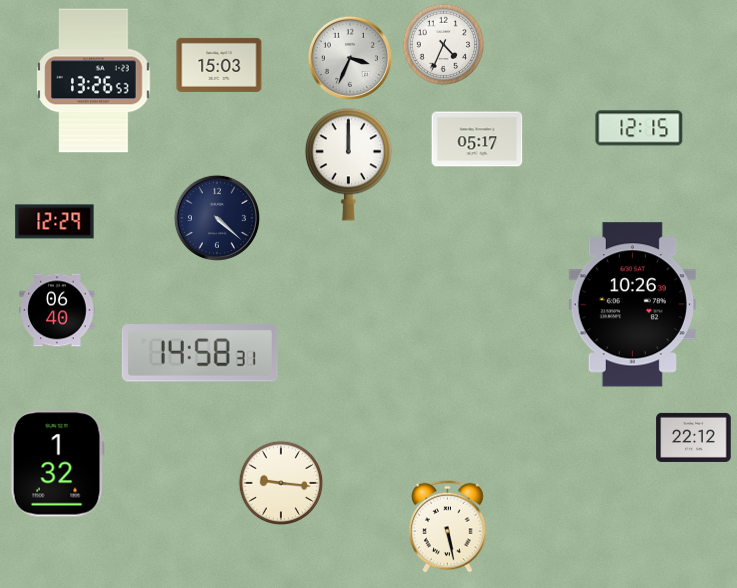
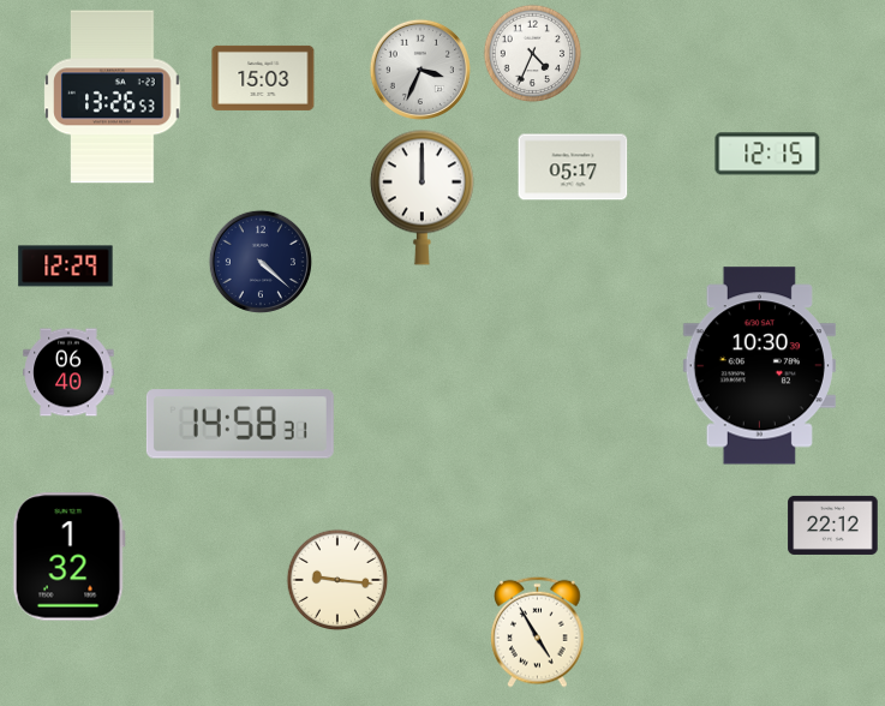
clock at (348, 164) position: (348, 164) -> (421, 197)
clock at (632, 305): 10:26 -> 10:30
clock at (448, 526): 5:28 -> 4:55
